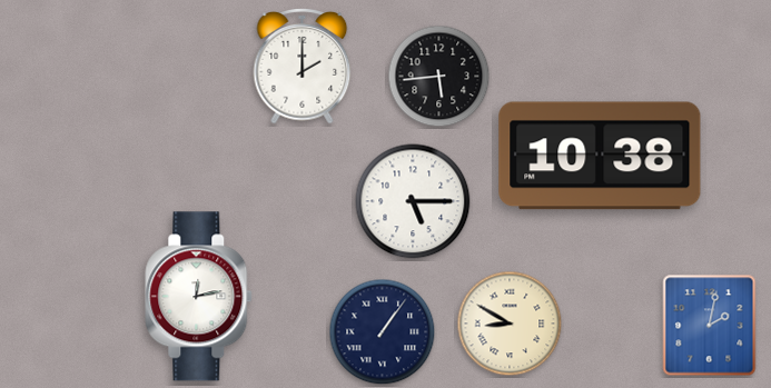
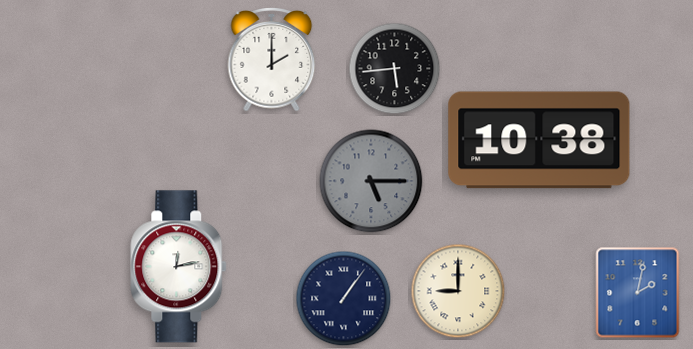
clock at (413, 201) dial: white -> grey
clock at (510, 324): 8:50 -> 9:00
